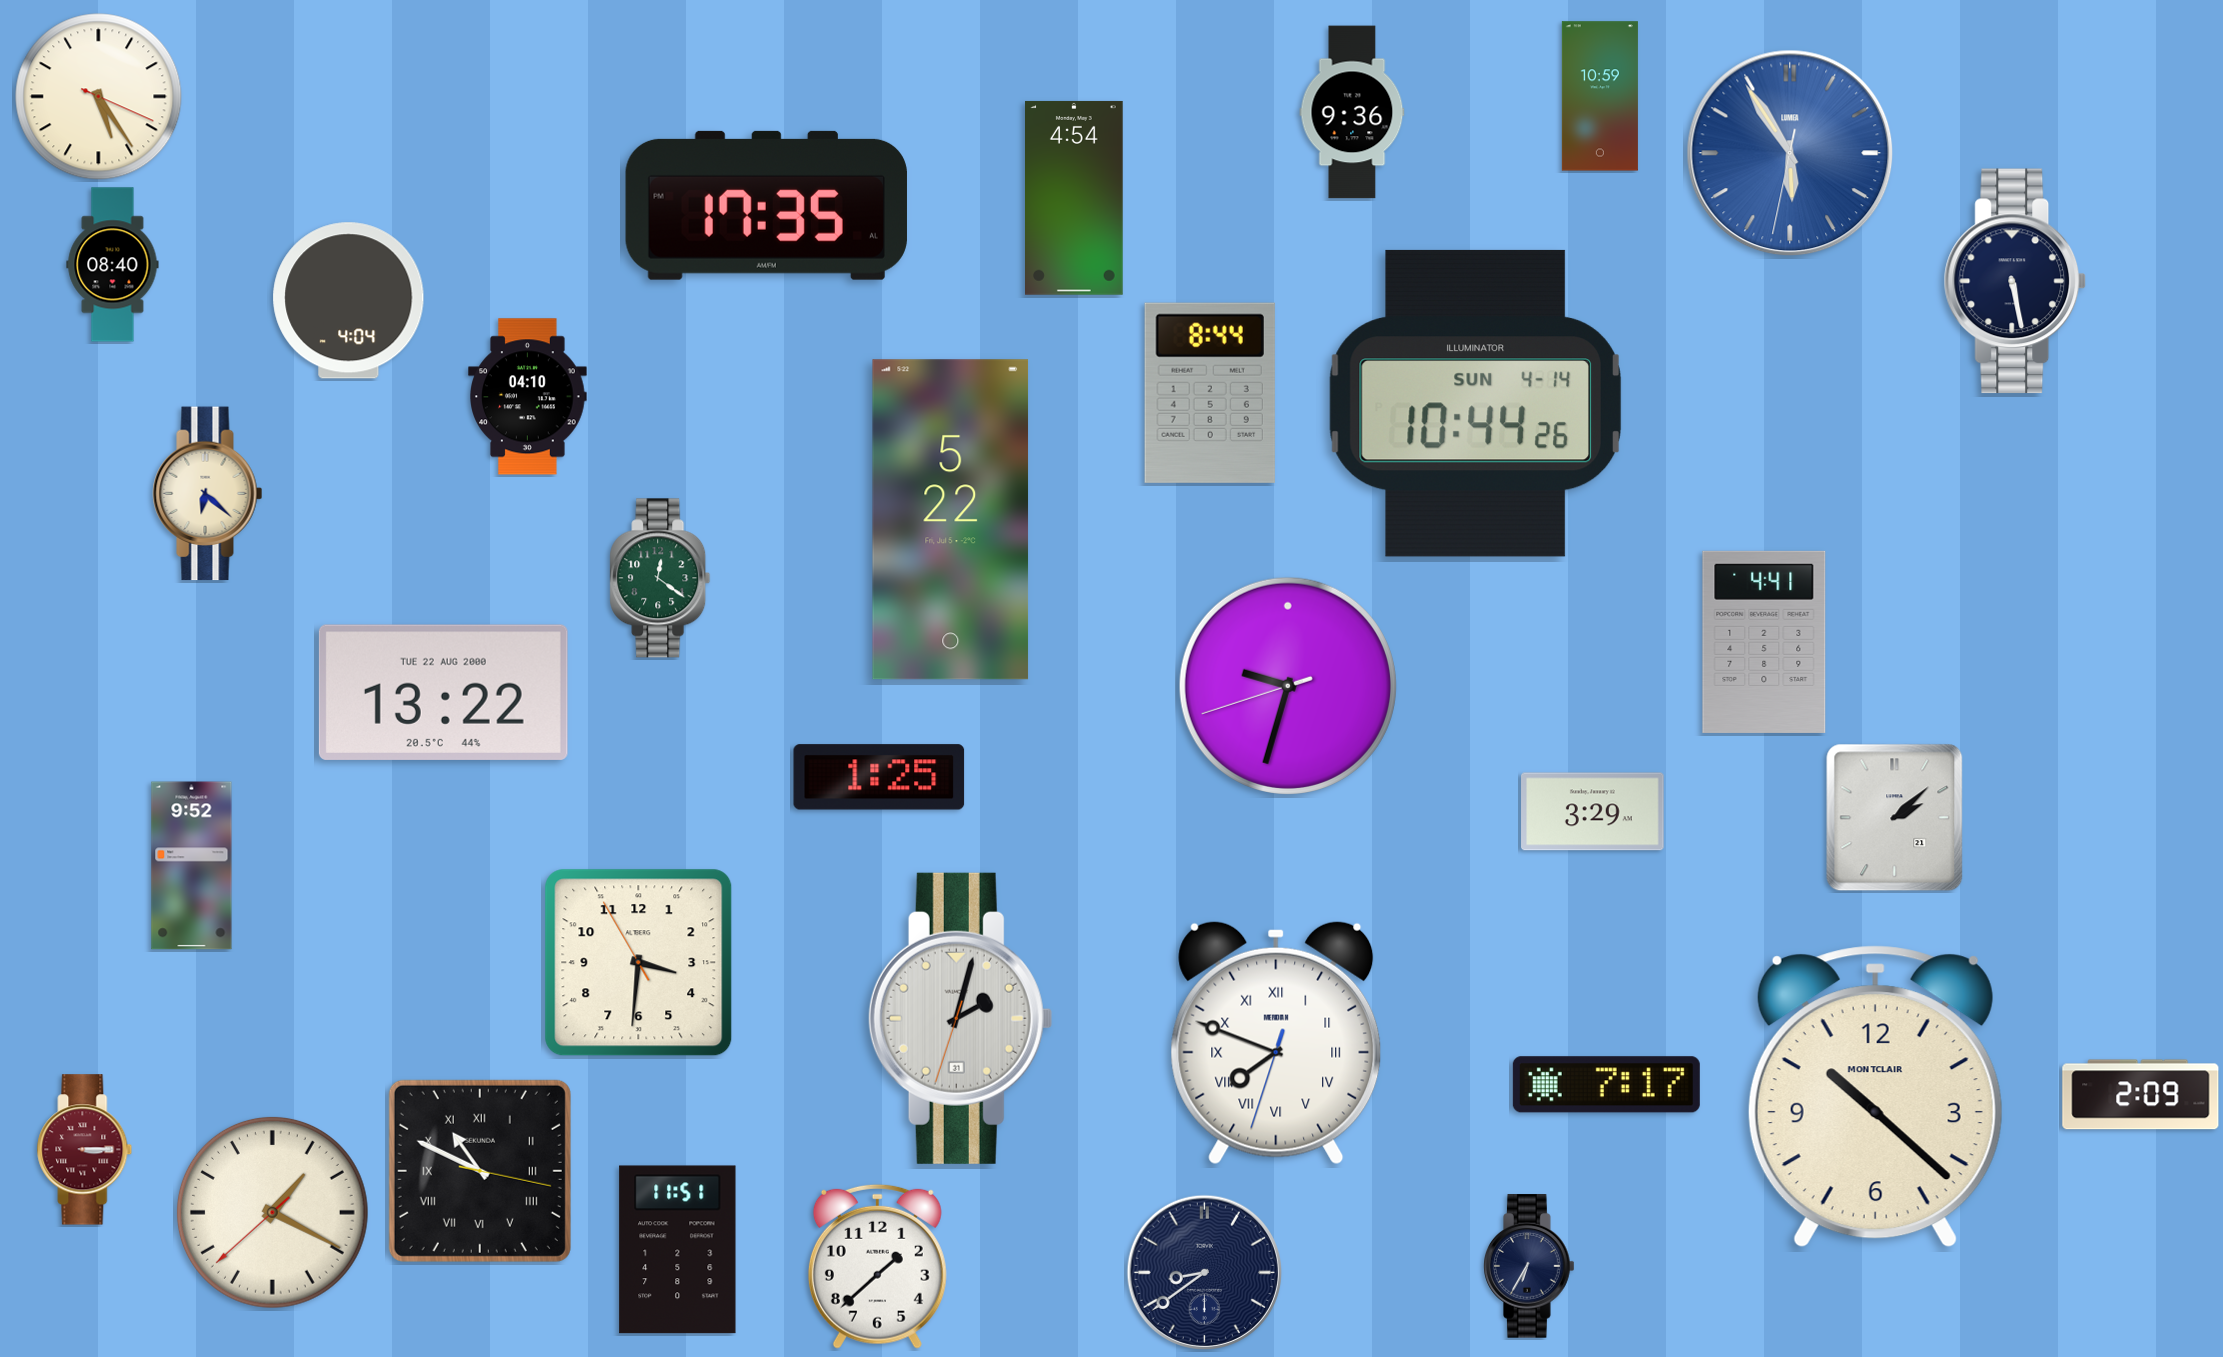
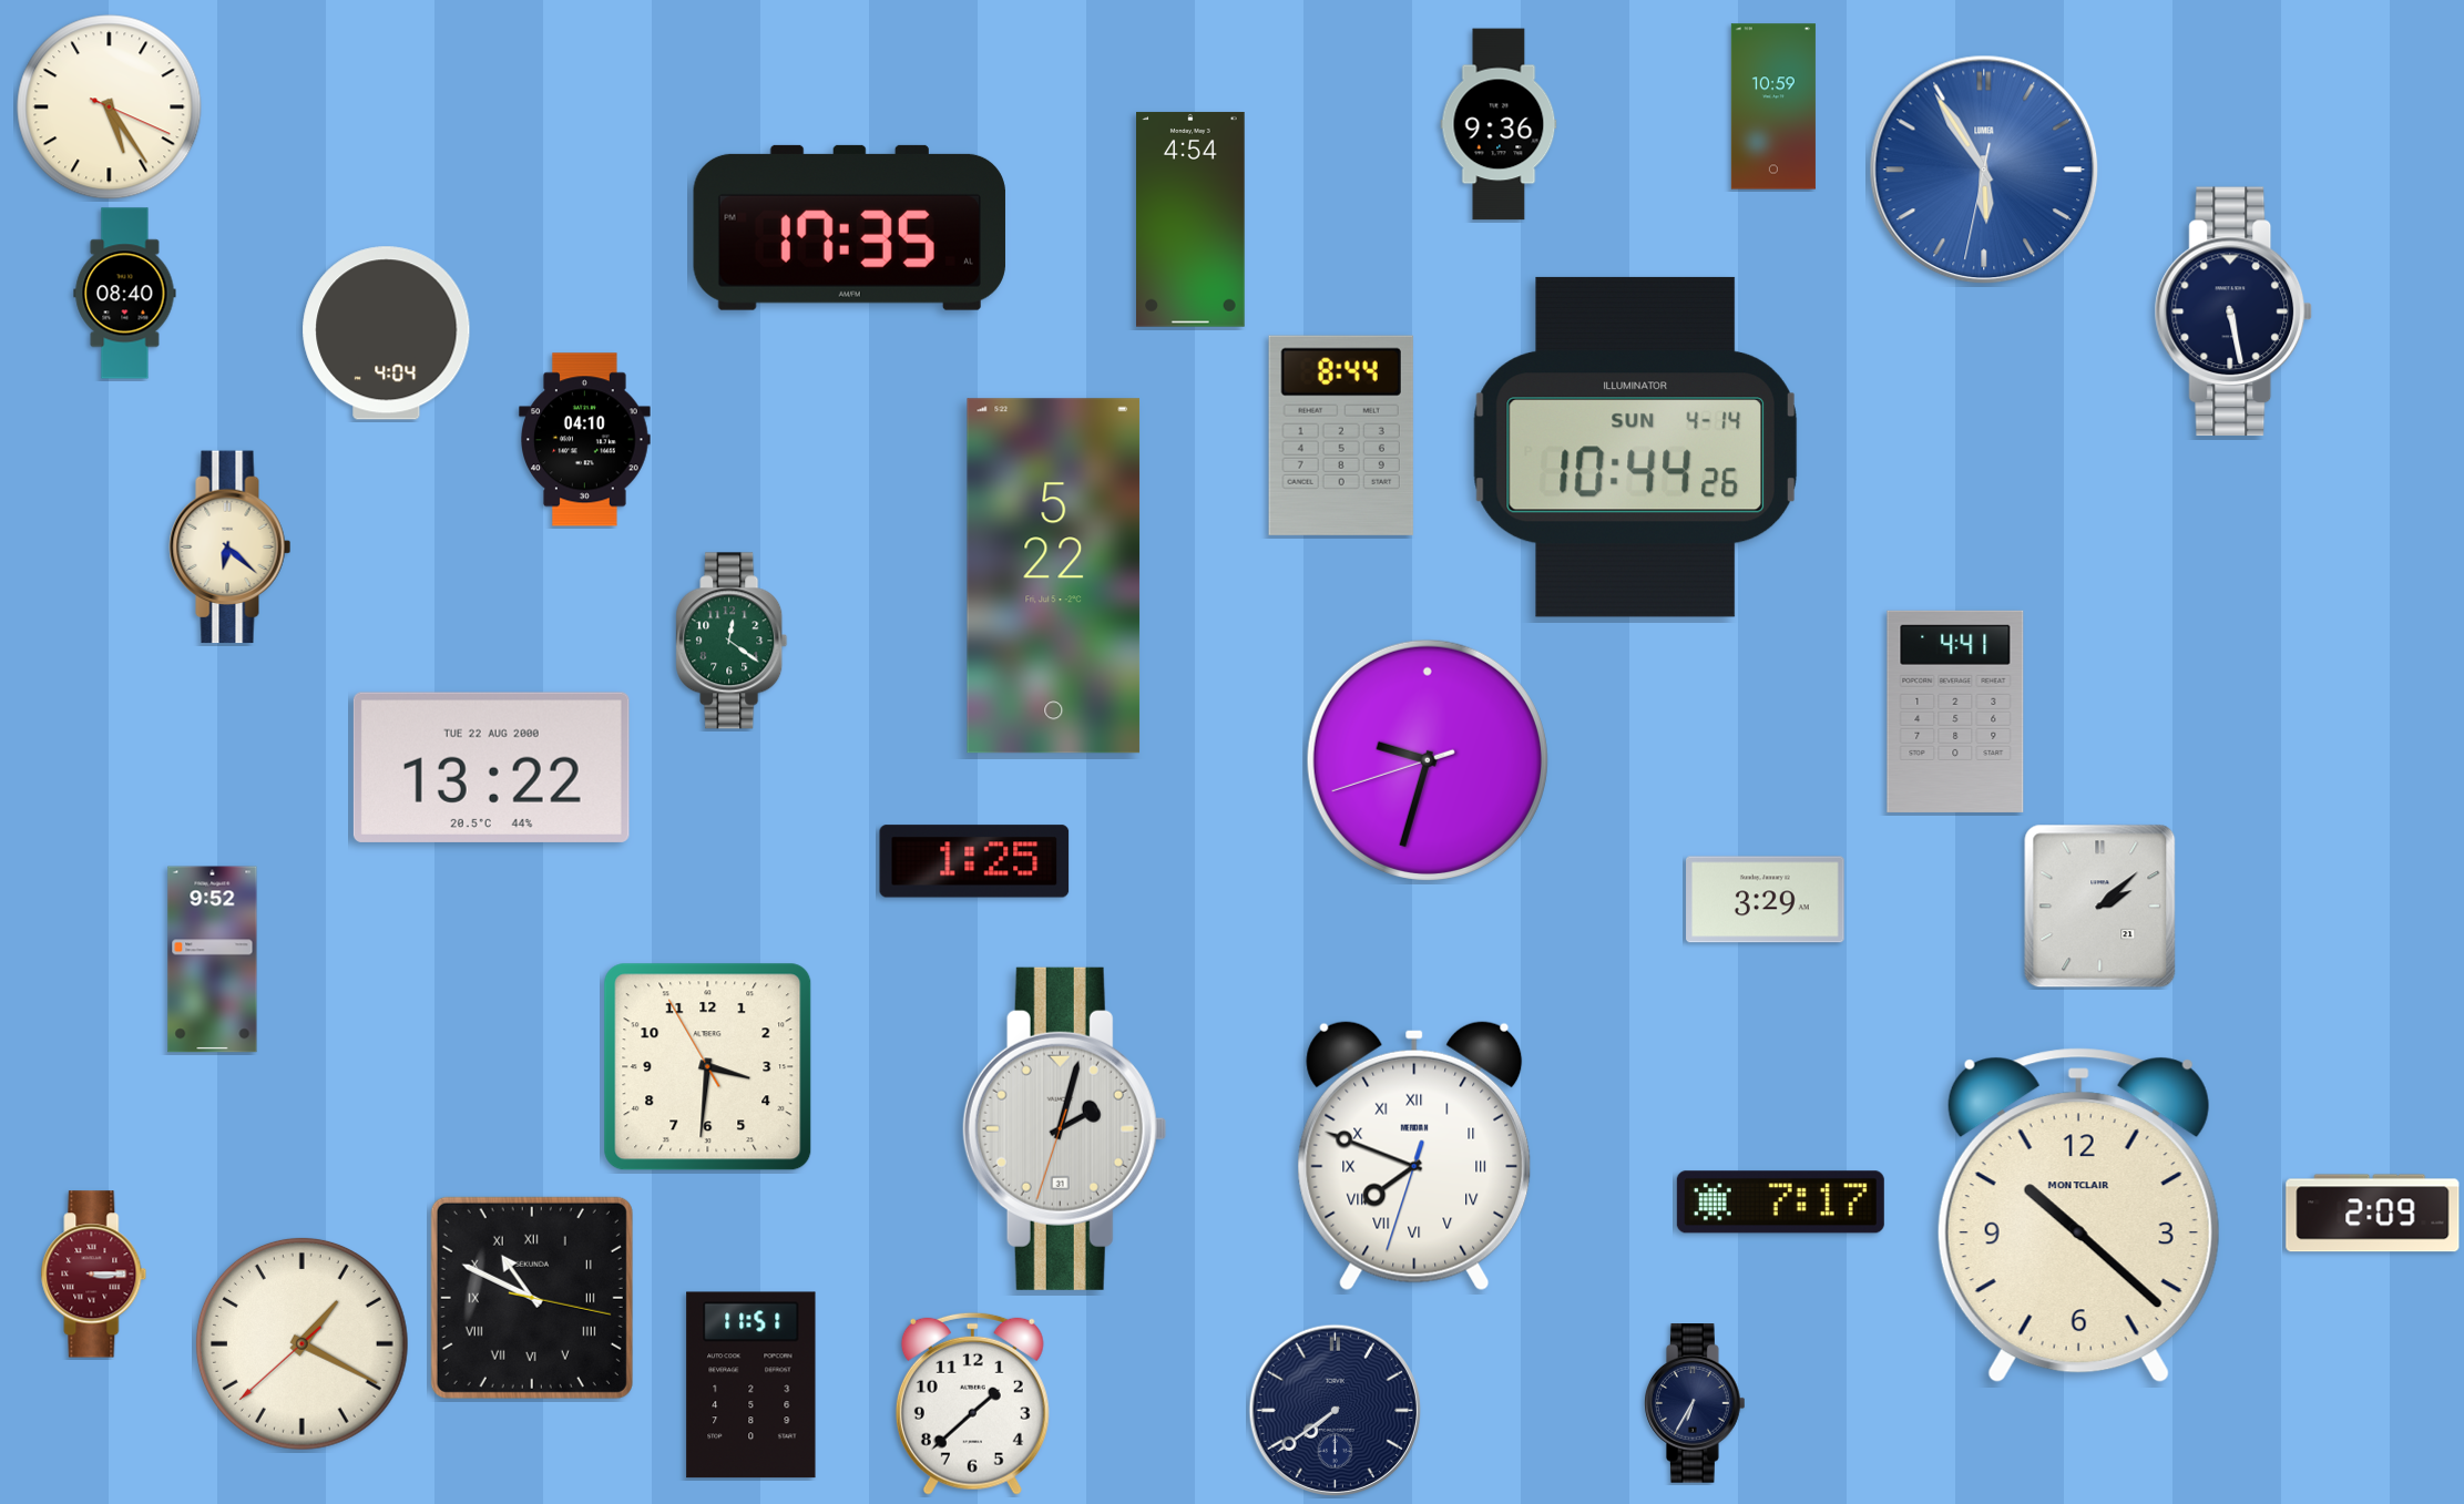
clock at (1204, 1272): 8:39 -> 7:39
